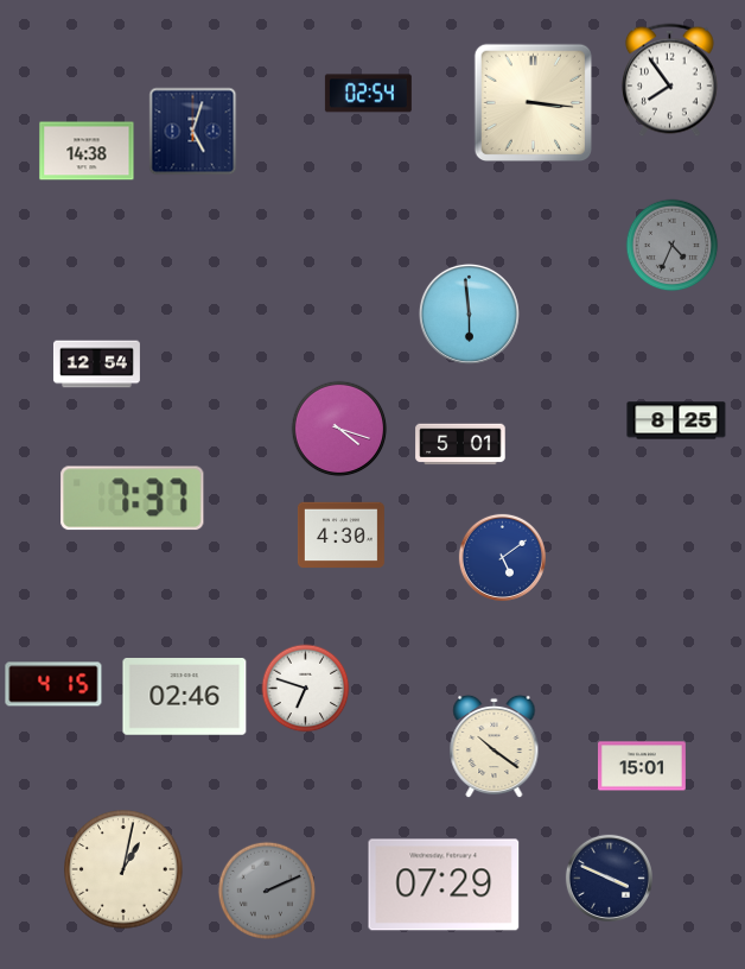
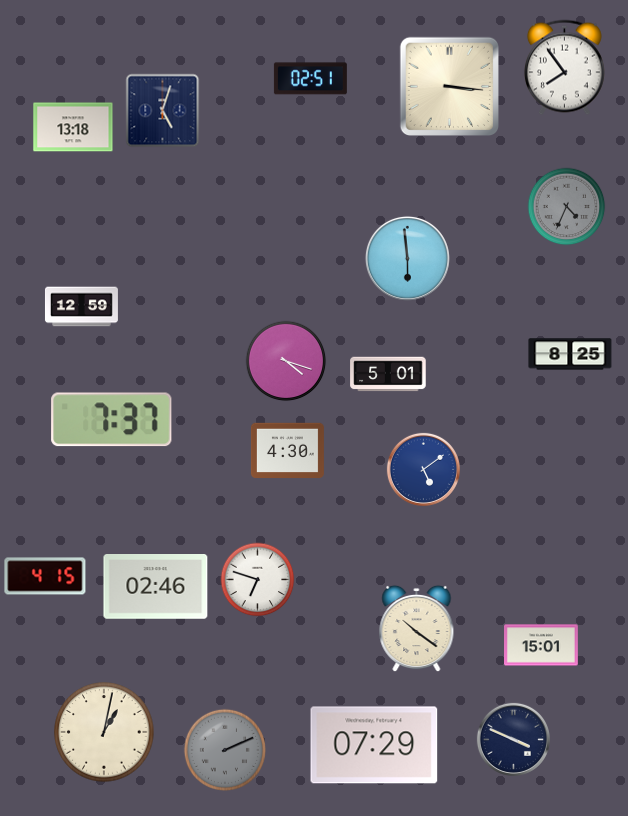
clock at (368, 94): 02:54 -> 02:51
clock at (87, 151): 14:38 -> 13:18
clock at (469, 313) position: (469, 313) -> (407, 258)
clock at (96, 365): 12:54 -> 12:59
